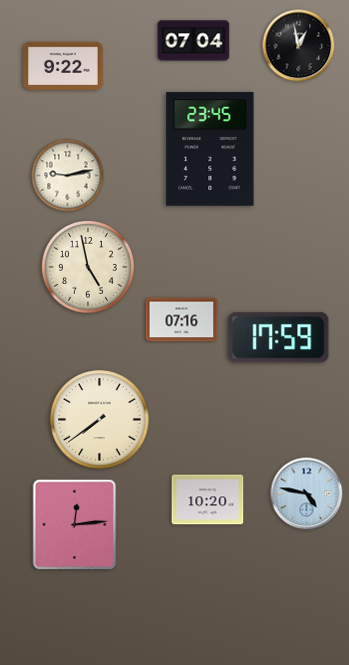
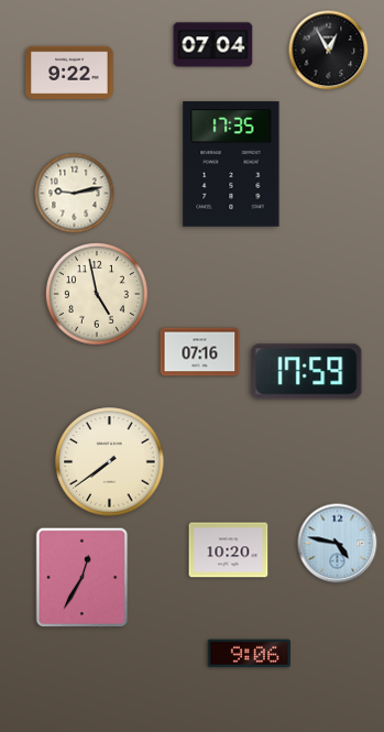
clock at (299, 46): 12:58 -> 12:55
clock at (210, 149): 23:45 -> 17:35
clock at (75, 525): 12:14 -> 12:35
clock at (249, 654): none -> 9:06
